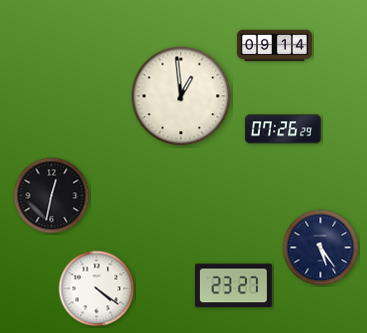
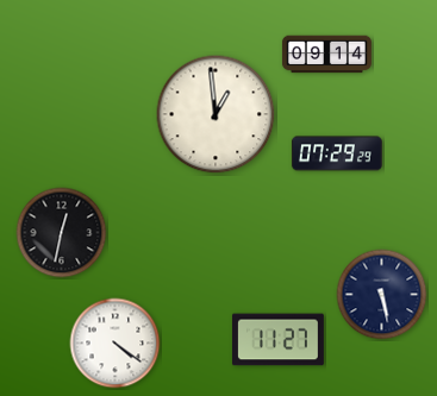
clock at (283, 129): 07:26 -> 07:29
clock at (321, 248): 5:24 -> 5:28
clock at (233, 286): 23:27 -> 11:27
